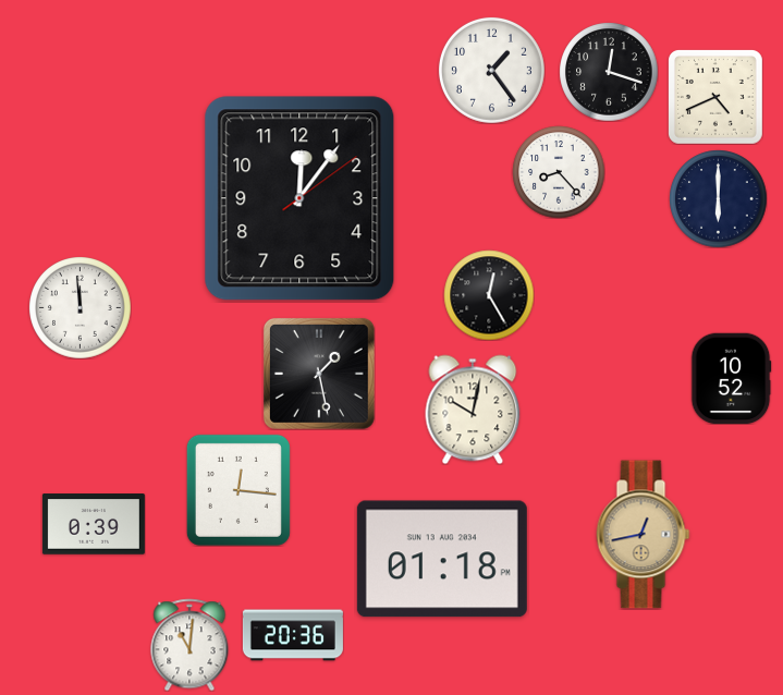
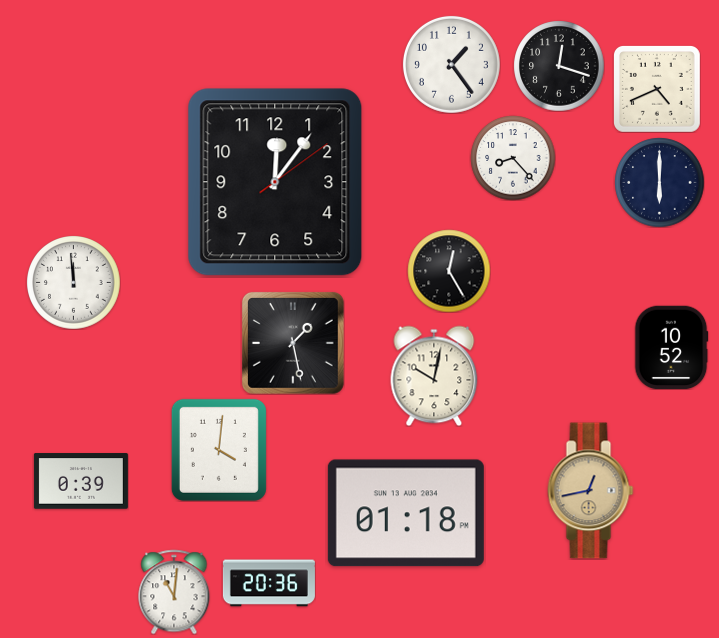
clock at (238, 490): 12:16 -> 4:01
clock at (94, 524) position: (94, 524) -> (81, 481)
